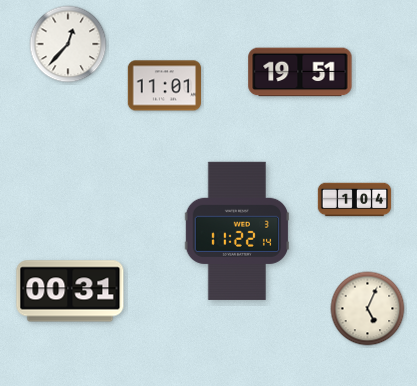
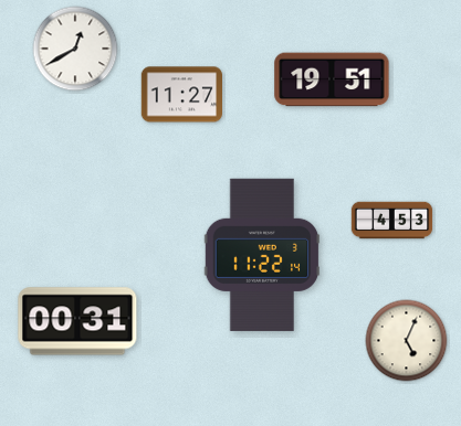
clock at (68, 44): 12:37 -> 12:40
clock at (164, 86): 11:01 -> 11:27
clock at (355, 200): 1:04 -> 4:53
